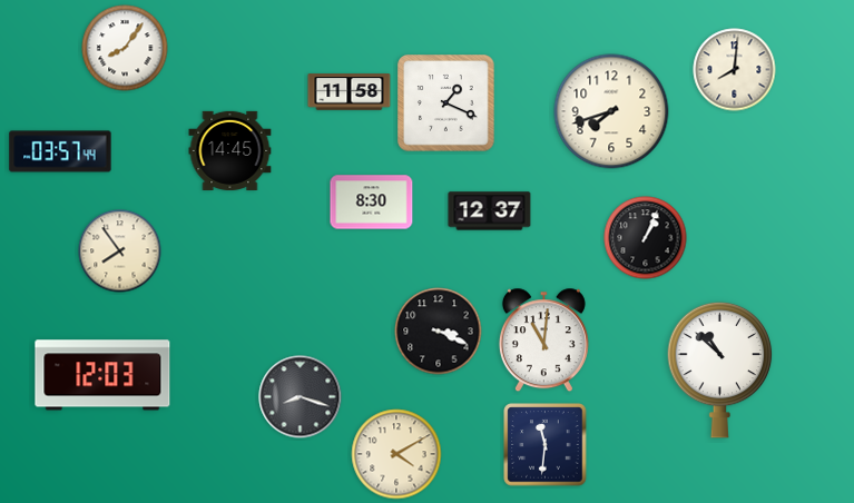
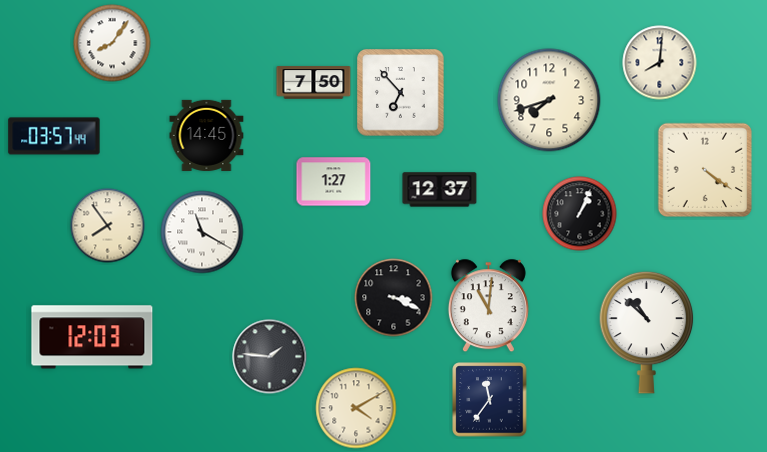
clock at (350, 92): 11:58 -> 7:50
clock at (446, 103): 1:19 -> 6:53
clock at (705, 170): none -> 4:21
clock at (372, 203): 8:30 -> 1:27
clock at (202, 232): none -> 11:20
clock at (301, 397): 8:18 -> 1:46
clock at (546, 445): 11:31 -> 11:36
